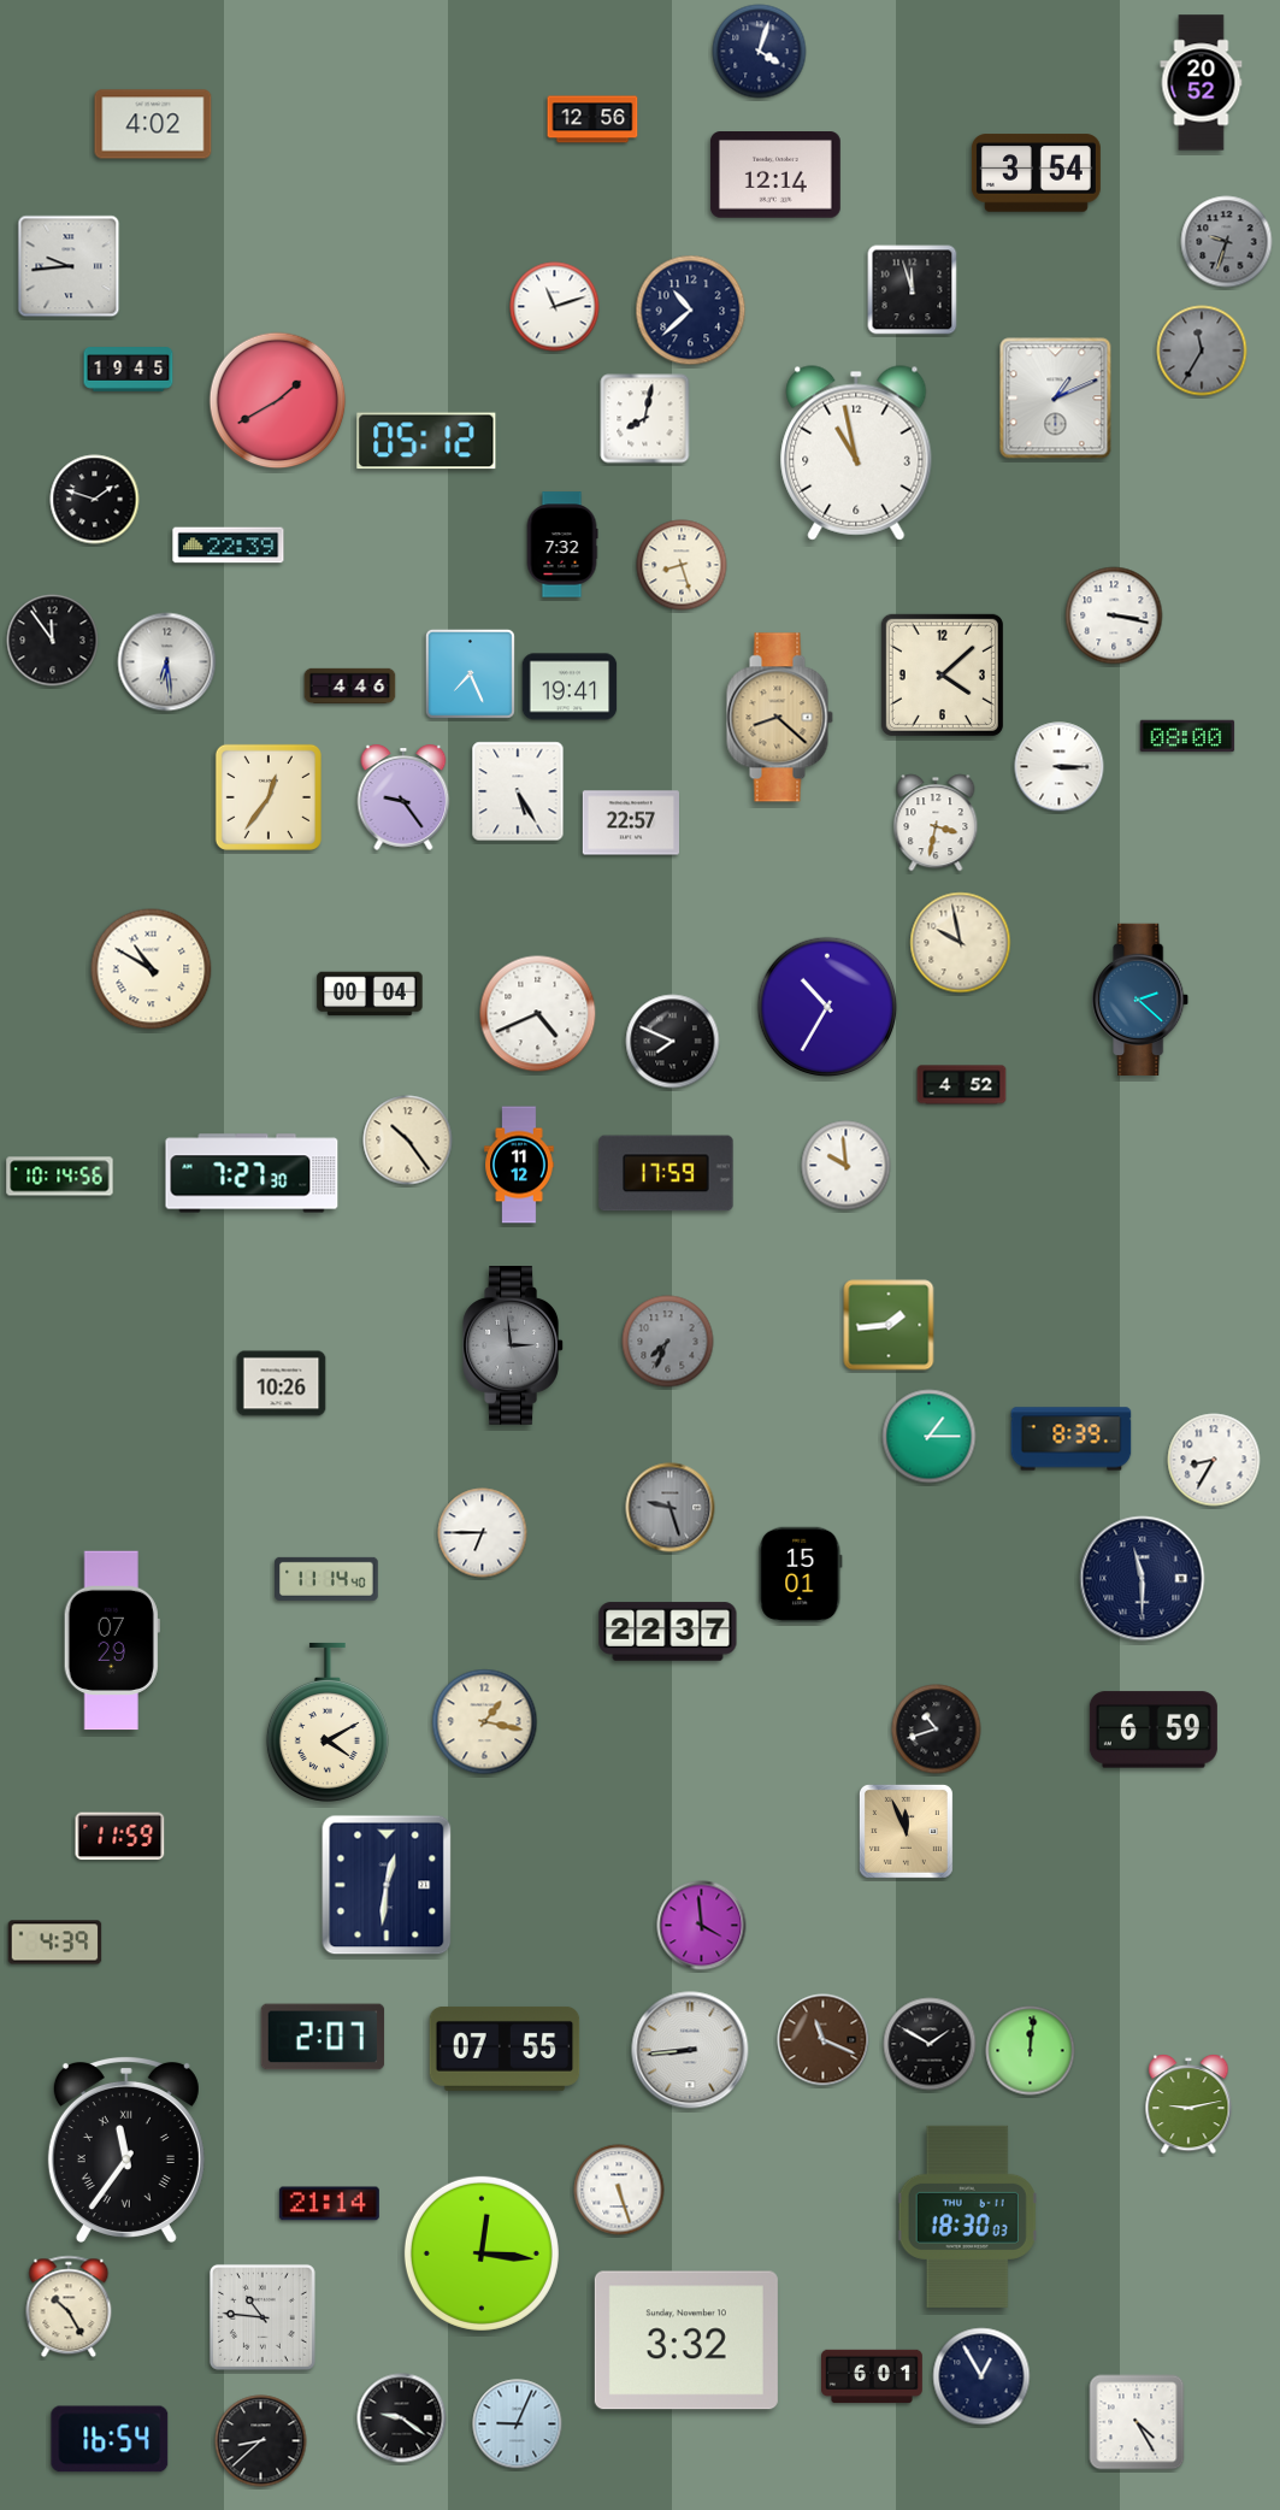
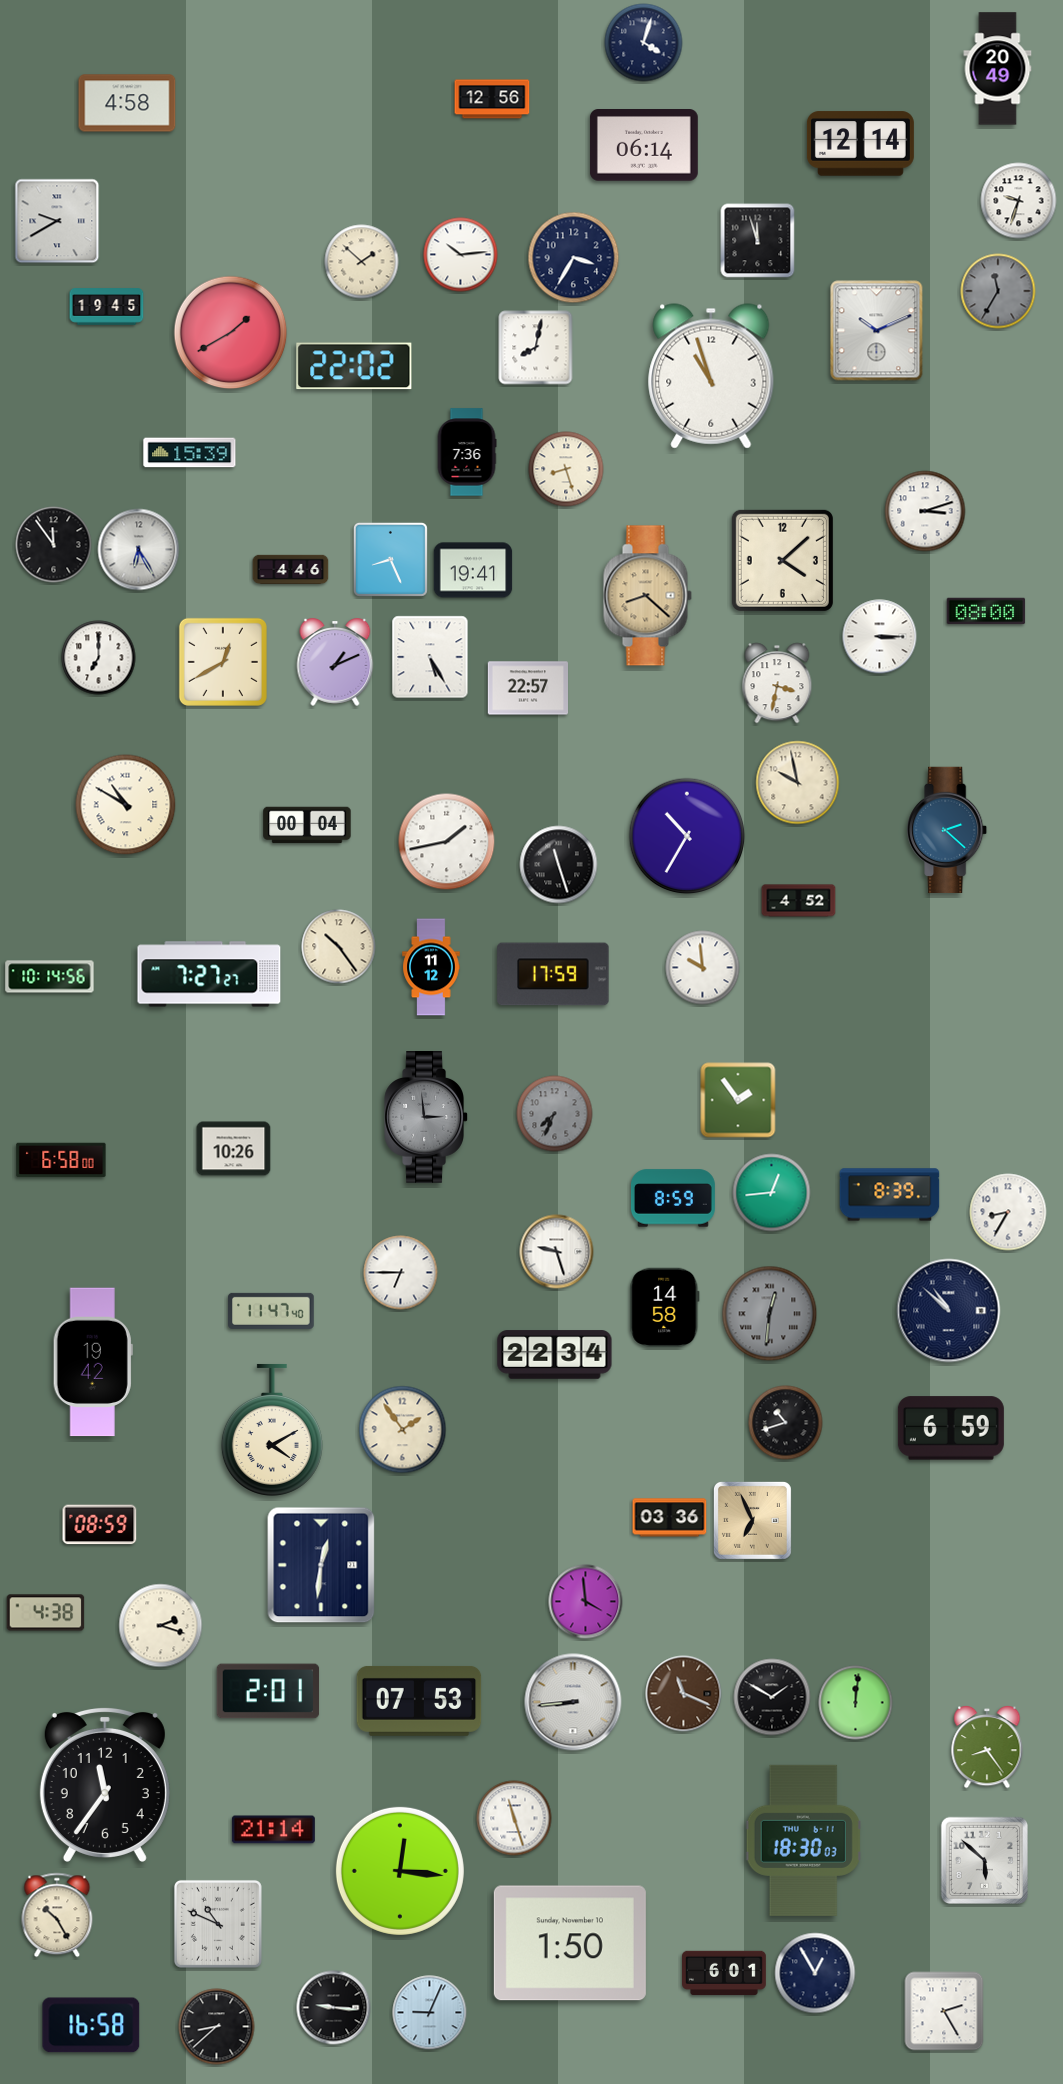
clock at (760, 52) position: (760, 52) -> (644, 43)
clock at (1202, 83): 20:52 -> 20:49
clock at (153, 124): 4:02 -> 4:58
clock at (1036, 173): 3:54 -> 12:14
clock at (775, 175): 12:14 -> 06:14
clock at (1227, 242) dial: grey -> white
clock at (69, 266): 9:44 -> 9:40
clock at (555, 307): 11:12 -> 10:14
clock at (691, 311): 10:38 -> 3:35
clock at (362, 262): none -> 1:52
clock at (1056, 399): 1:11 -> 10:11
clock at (426, 441): 05:12 -> 22:02
clock at (856, 453): 10:58 -> 10:57
clock at (95, 500): 1:48 -> none
clock at (562, 544): 7:32 -> 7:36
clock at (229, 546): 22:39 -> 15:39
clock at (1114, 615): 3:17 -> 3:12
clock at (53, 641) position: (53, 641) -> (54, 545)
clock at (167, 662): 6:29 -> 6:25
clock at (470, 673): 7:26 -> 8:26
clock at (99, 658): none -> 7:00
clock at (269, 797): 12:36 -> 12:40
clock at (403, 797): 9:24 -> 1:11
clock at (630, 823) position: (630, 823) -> (527, 688)
clock at (538, 1014): 4:41 -> 1:43
clock at (673, 1042): 7:49 -> 11:27
clock at (252, 1173): 7:27:30 -> 7:27:27
clock at (889, 1325): 1:44 -> 1:54
clock at (61, 1160): none -> 6:58
clock at (930, 1437): 1:15 -> 12:44
clock at (673, 1198): none -> 8:59
clock at (671, 1508) dial: grey -> white
clock at (801, 1574): 15:01 -> 14:58
clock at (326, 1579): 11:14 -> 11:47
clock at (1143, 1579): 11:30 -> 10:52
clock at (770, 1314): none -> 12:31
clock at (668, 1632): 22:37 -> 22:34
clock at (112, 1640): 07:29 -> 19:42
clock at (485, 1722): 1:17 -> 1:54
clock at (937, 1730) position: (937, 1730) -> (786, 1423)
clock at (1154, 1730) position: (1154, 1730) -> (951, 1428)
clock at (670, 1518): none -> 03:36
clock at (906, 1831): 11:56 -> 6:56
clock at (120, 1837): 11:59 -> 08:59
clock at (702, 1926) position: (702, 1926) -> (586, 1602)
clock at (55, 1943): 4:39 -> 4:38
clock at (161, 1626): none -> 2:18
clock at (323, 2037): 2:07 -> 2:01
clock at (505, 2049): 07:55 -> 07:53
clock at (1188, 2105): 9:13 -> 8:24
clock at (126, 2149) numerals: Roman -> Arabic
clock at (619, 2190): 5:27 -> 11:27
clock at (984, 1860): none -> 5:52
clock at (263, 2317): 10:46 -> 10:49
clock at (686, 2340): 3:32 -> 1:50
clock at (402, 2418): 9:21 -> 9:16
clock at (1137, 2422): 4:25 -> 2:25
clock at (110, 2439): 16:54 -> 16:58
